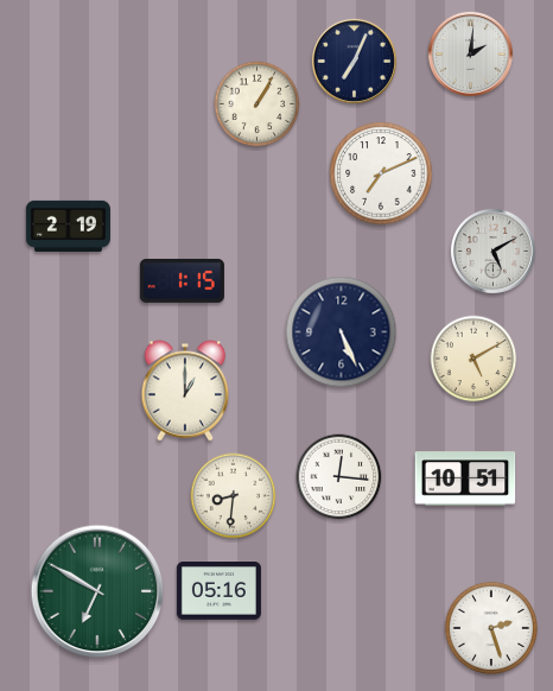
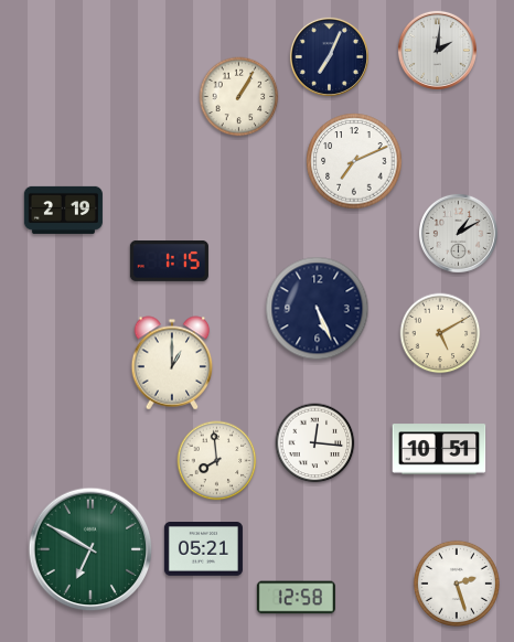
clock at (492, 251): 5:10 -> 1:10
clock at (465, 478) position: (465, 478) -> (439, 449)
clock at (234, 496): 8:31 -> 7:59
clock at (218, 591): 05:16 -> 05:21
clock at (296, 598): none -> 12:58
